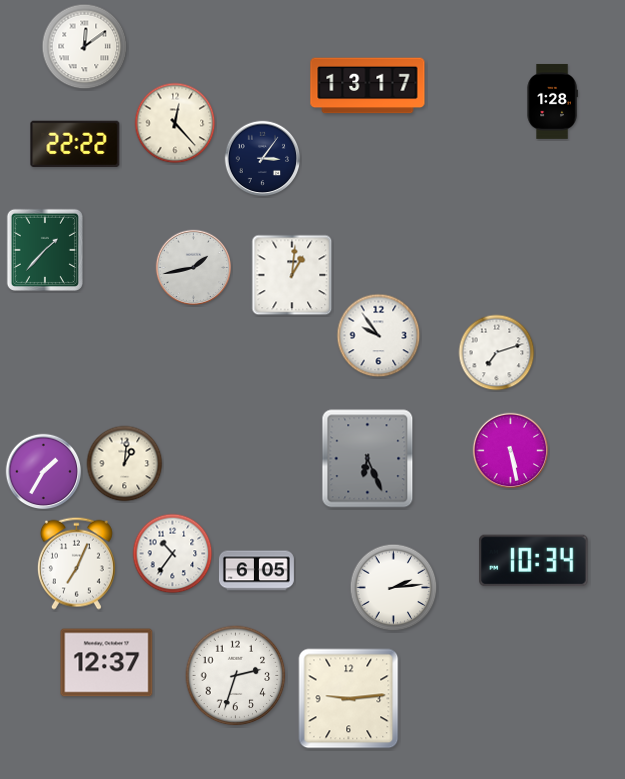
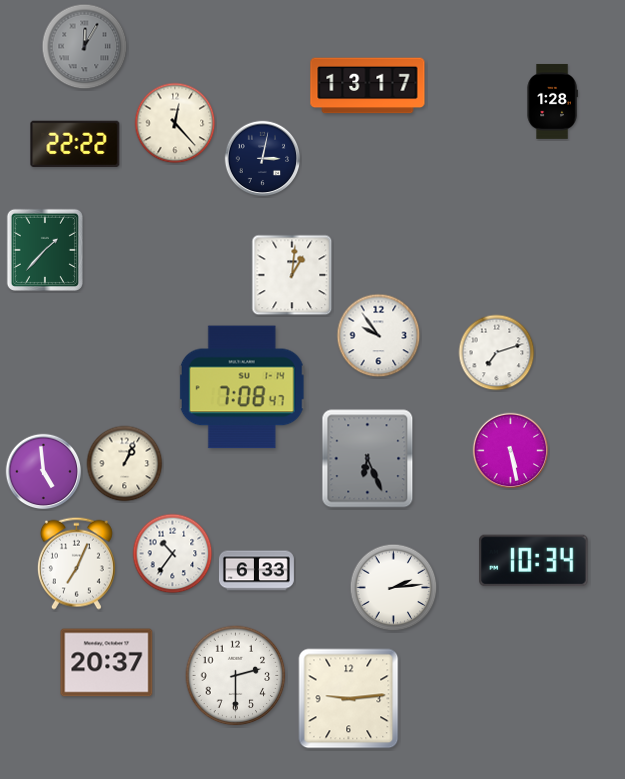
clock at (85, 47): 12:09 -> 12:05
clock at (85, 47) dial: white -> grey
clock at (263, 159): 3:06 -> 3:02
clock at (194, 268): 1:43 -> none
clock at (242, 387): none -> 7:08
clock at (125, 464): 1:01 -> 1:04
clock at (44, 472): 1:35 -> 4:59
clock at (256, 571): 6:05 -> 6:33
clock at (107, 663): 12:37 -> 20:37
clock at (236, 676): 2:33 -> 2:30
